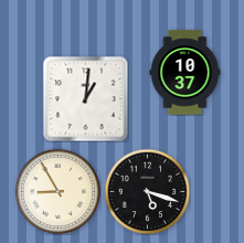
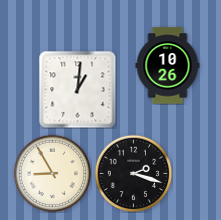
clock at (185, 73): 10:37 -> 10:26
clock at (147, 191): 5:18 -> 2:18
